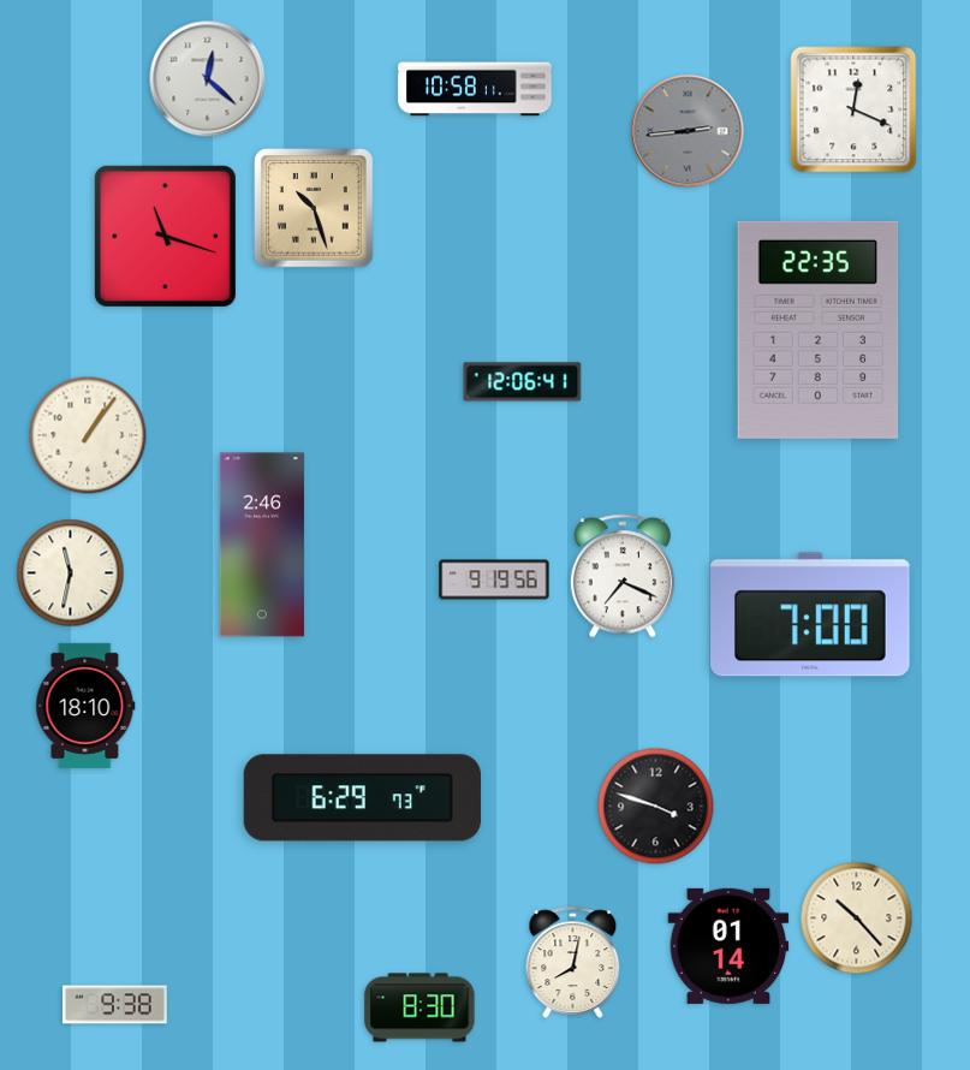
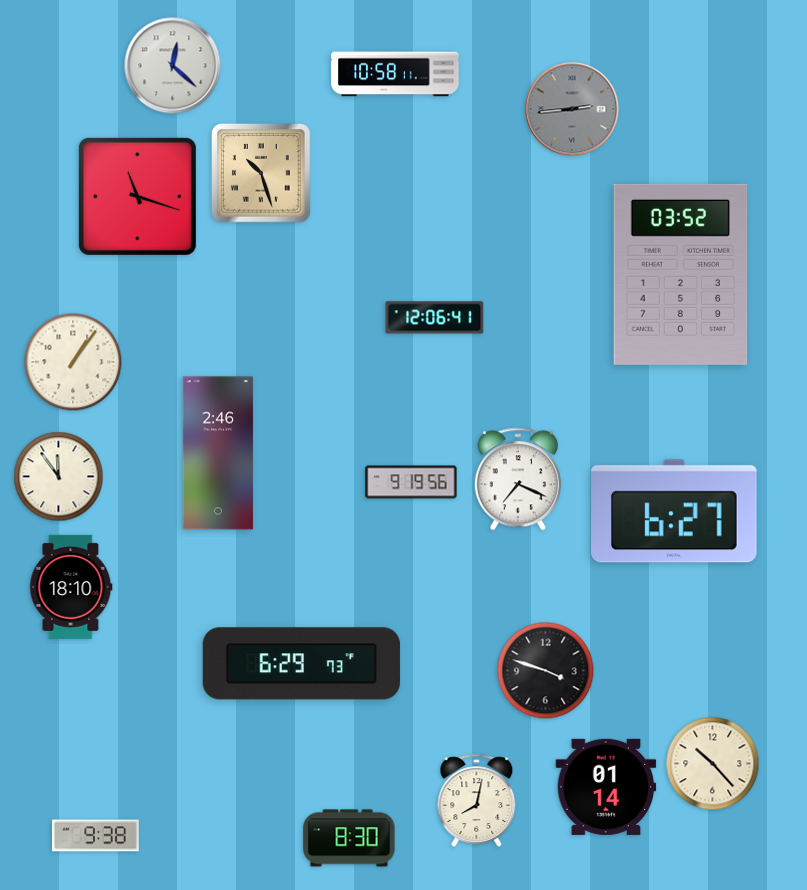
clock at (853, 109): 12:19 -> none
clock at (819, 329): 22:35 -> 03:52
clock at (71, 573): 11:32 -> 11:54
clock at (810, 614): 7:00 -> 6:27
